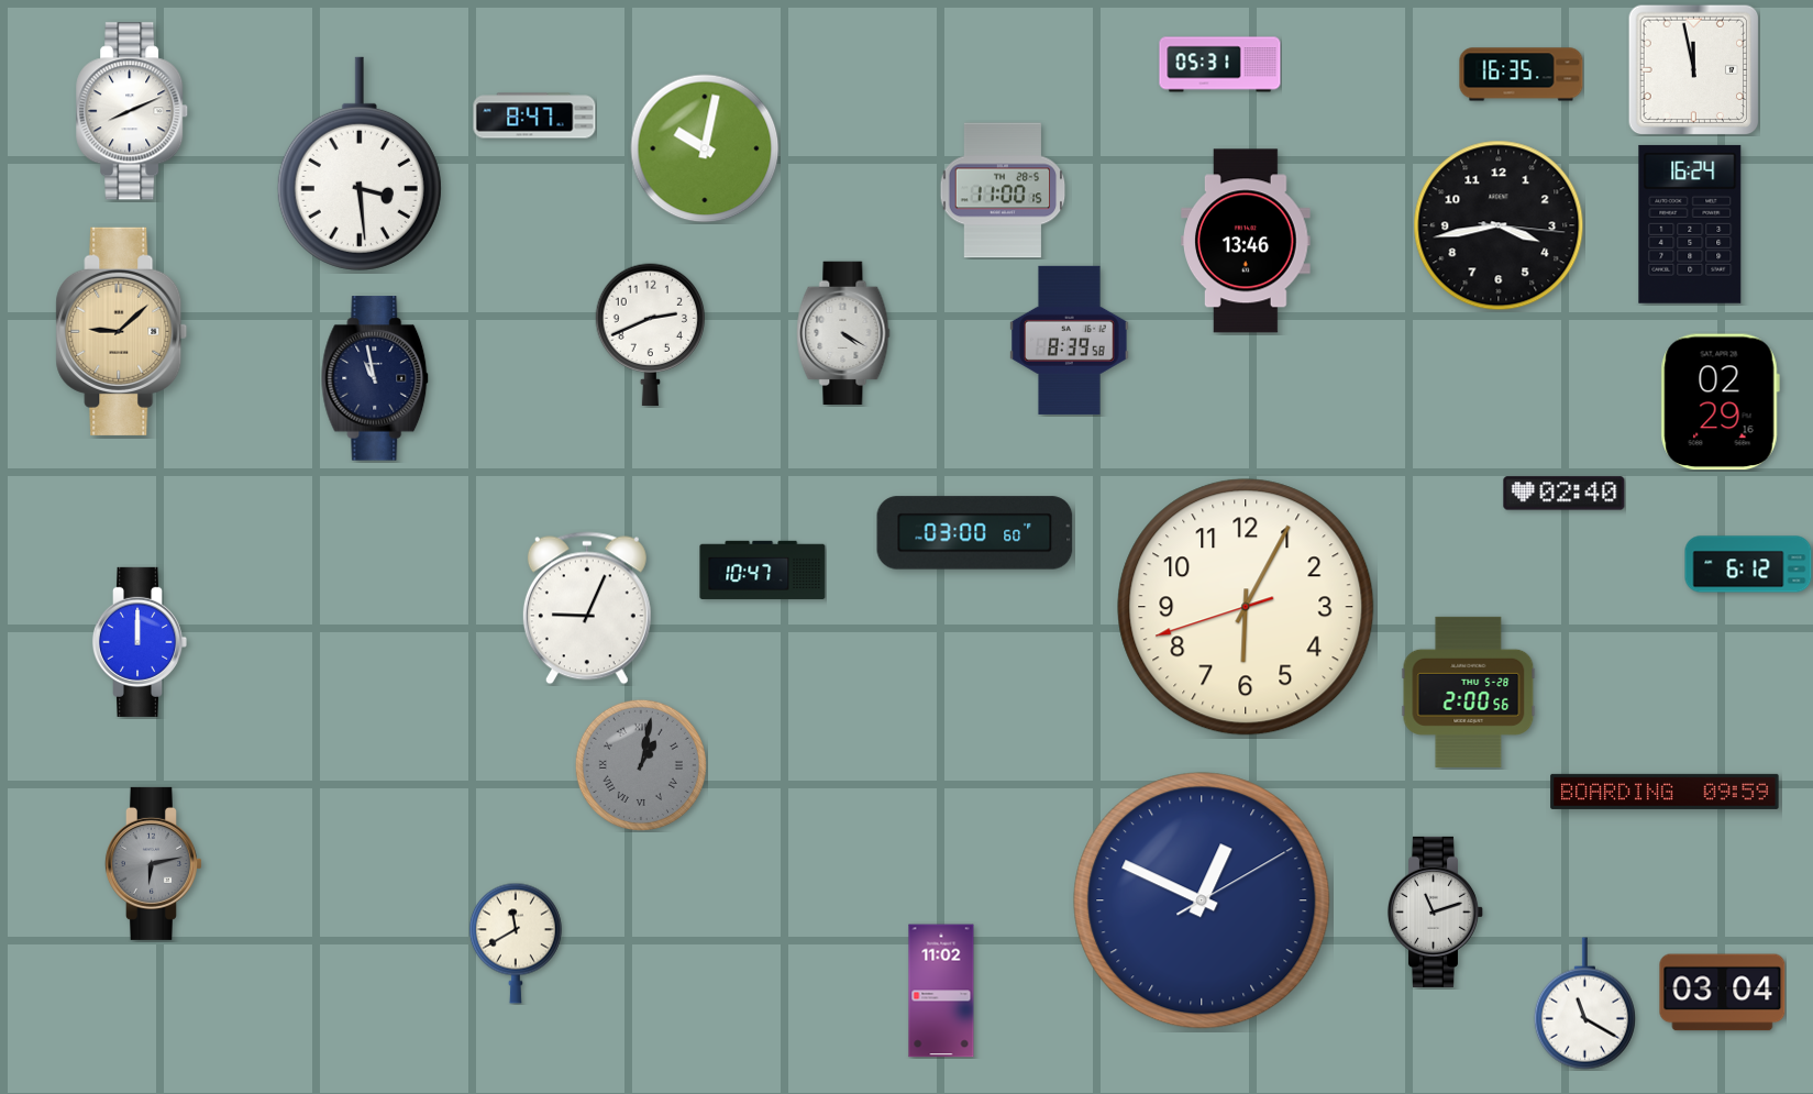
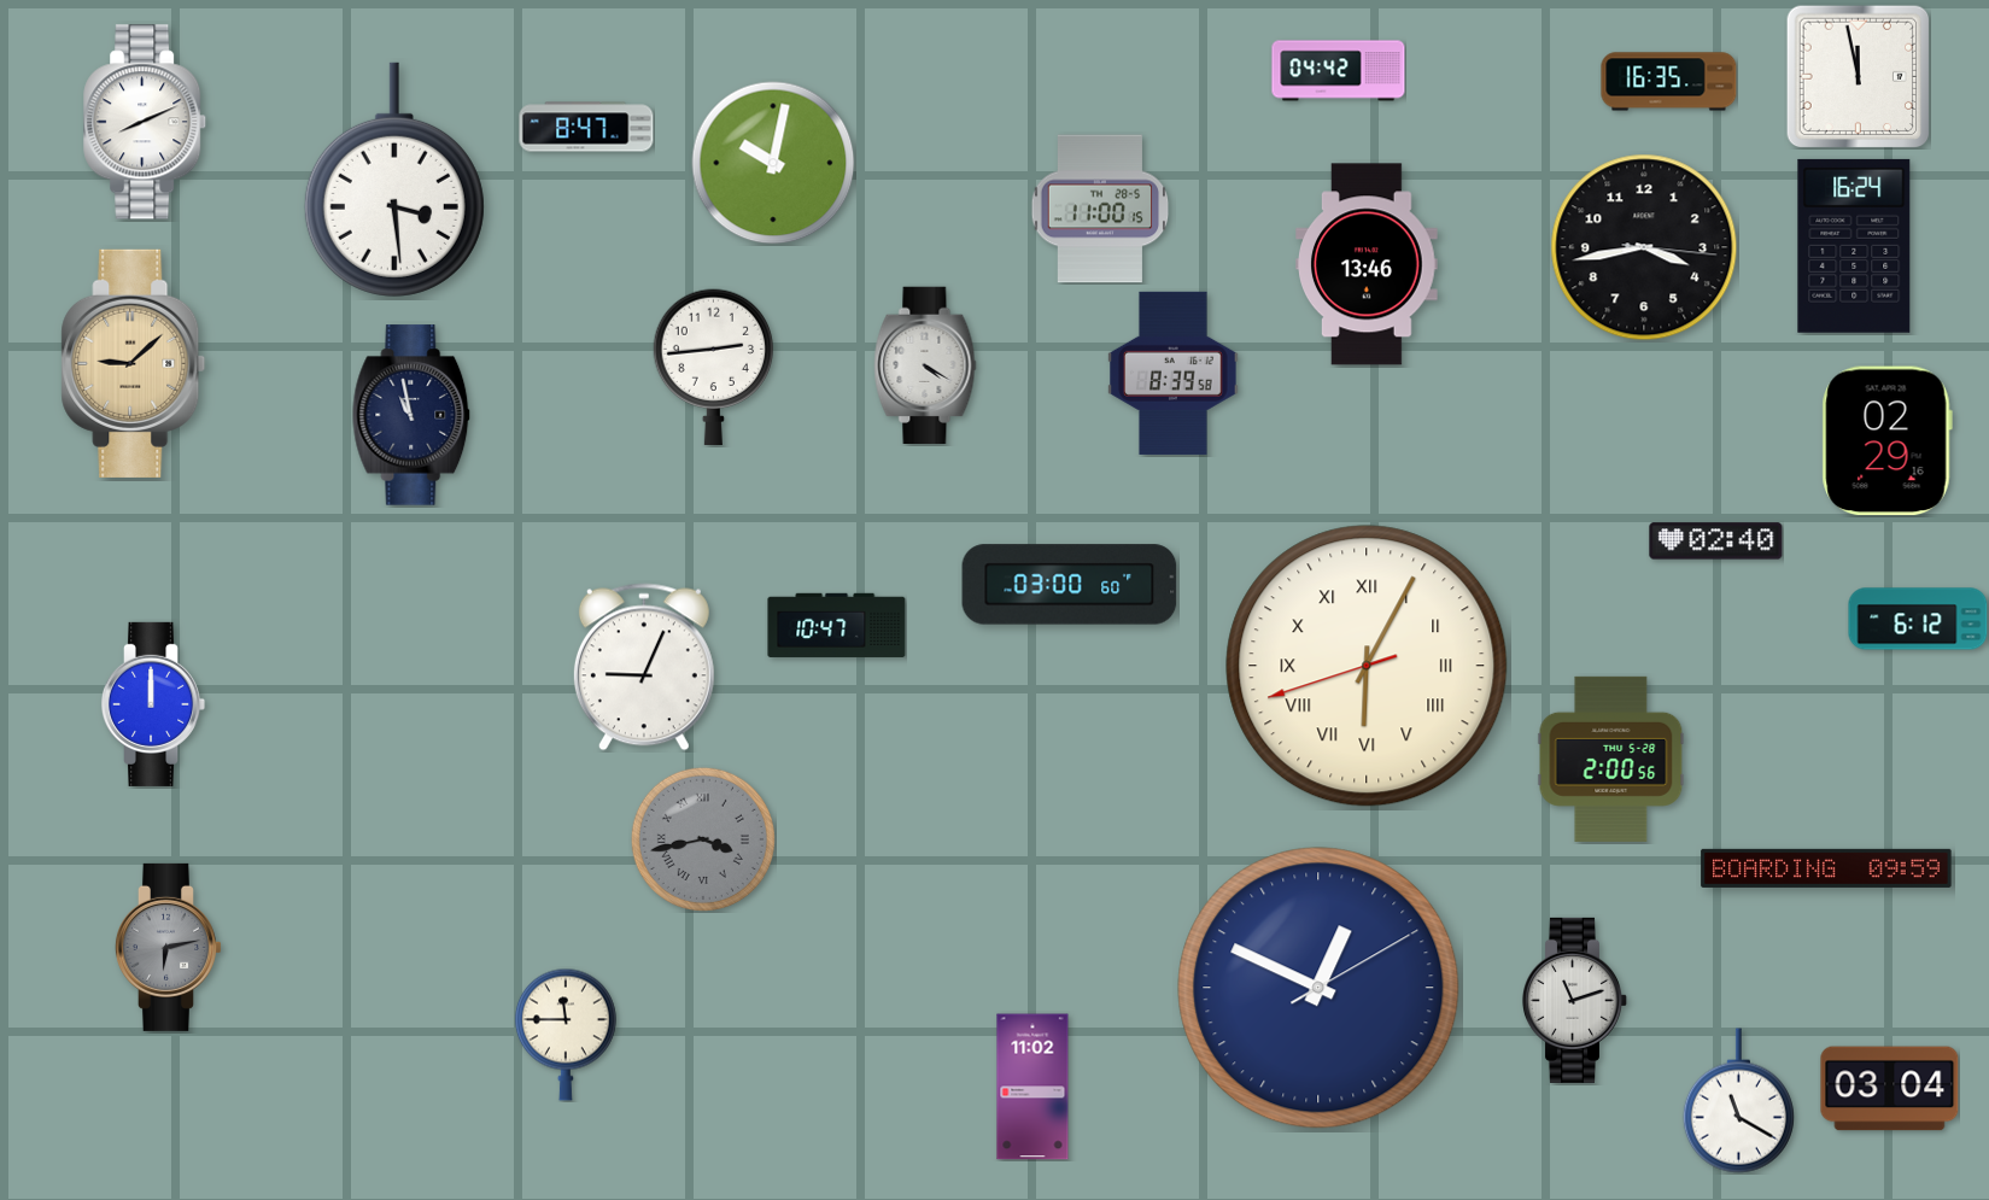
clock at (1220, 65): 05:31 -> 04:42
clock at (650, 335): 2:41 -> 2:44
clock at (1246, 607) numerals: Arabic -> Roman
clock at (641, 765): 1:02 -> 3:43
clock at (516, 943): 11:40 -> 11:45
